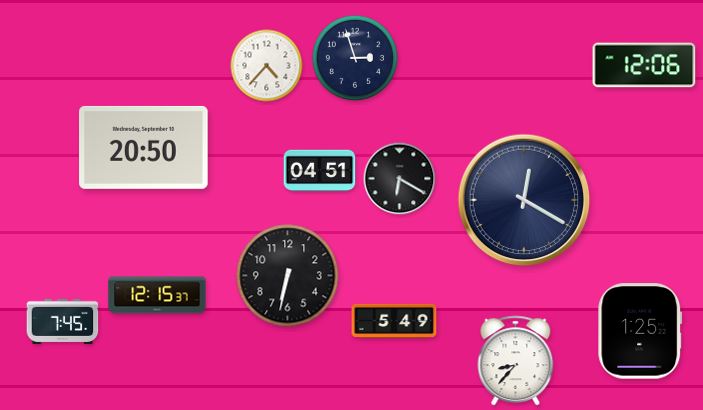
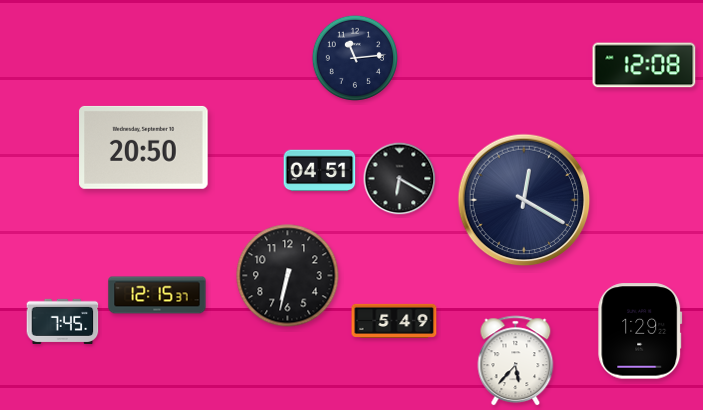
clock at (355, 58): 2:57 -> 11:14
clock at (644, 65): 12:06 -> 12:08
clock at (267, 66): 4:37 -> none
clock at (640, 331): 1:25 -> 1:29
clock at (516, 361): 8:37 -> 5:37
